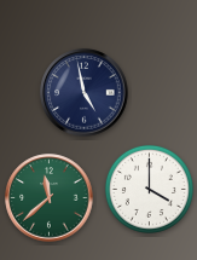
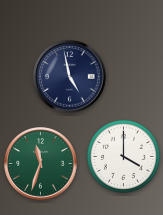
clock at (50, 198): 11:38 -> 11:33
